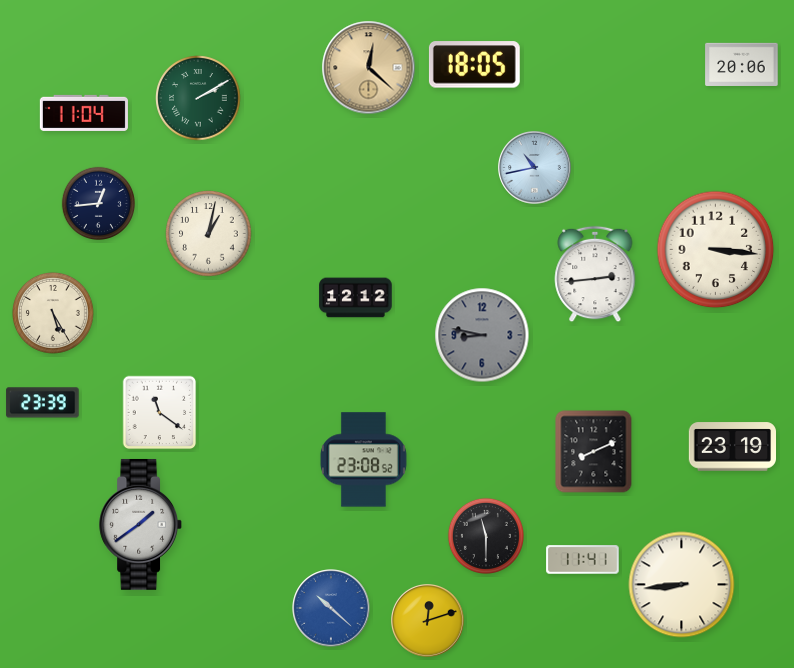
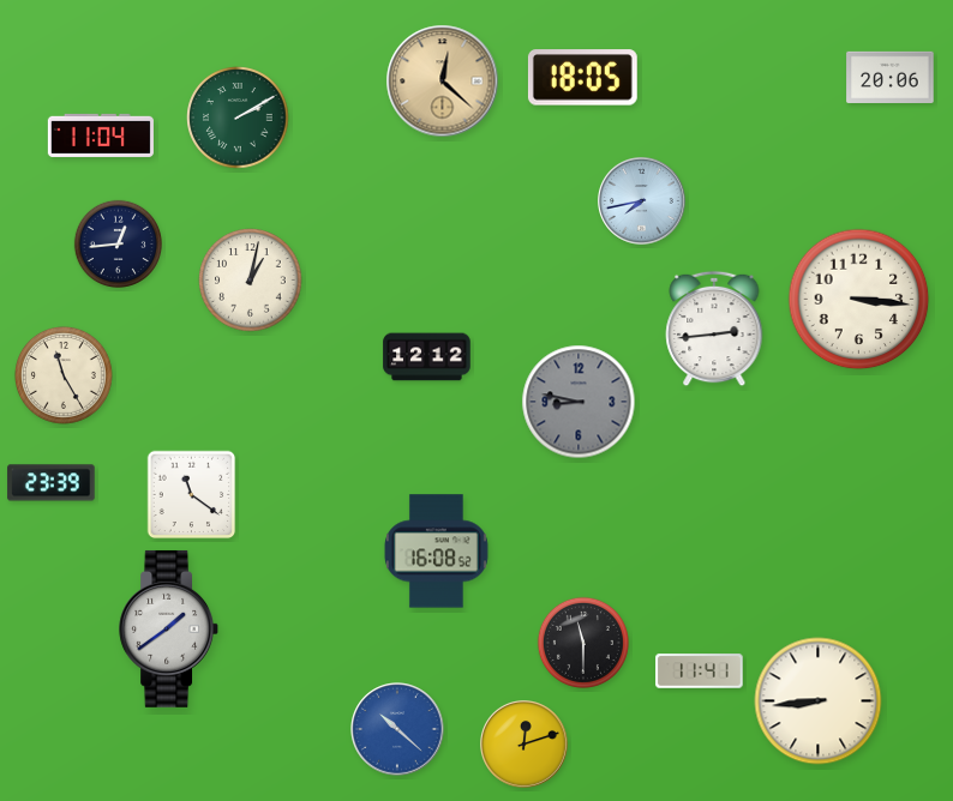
clock at (474, 65) position: (474, 65) -> (582, 78)
clock at (535, 168): 10:43 -> 7:43
clock at (53, 313): 5:25 -> 11:25
clock at (732, 447): 23:19 -> none
clock at (594, 452): 8:11 -> none
clock at (363, 460): 23:08 -> 16:08
clock at (428, 621) position: (428, 621) -> (525, 745)
